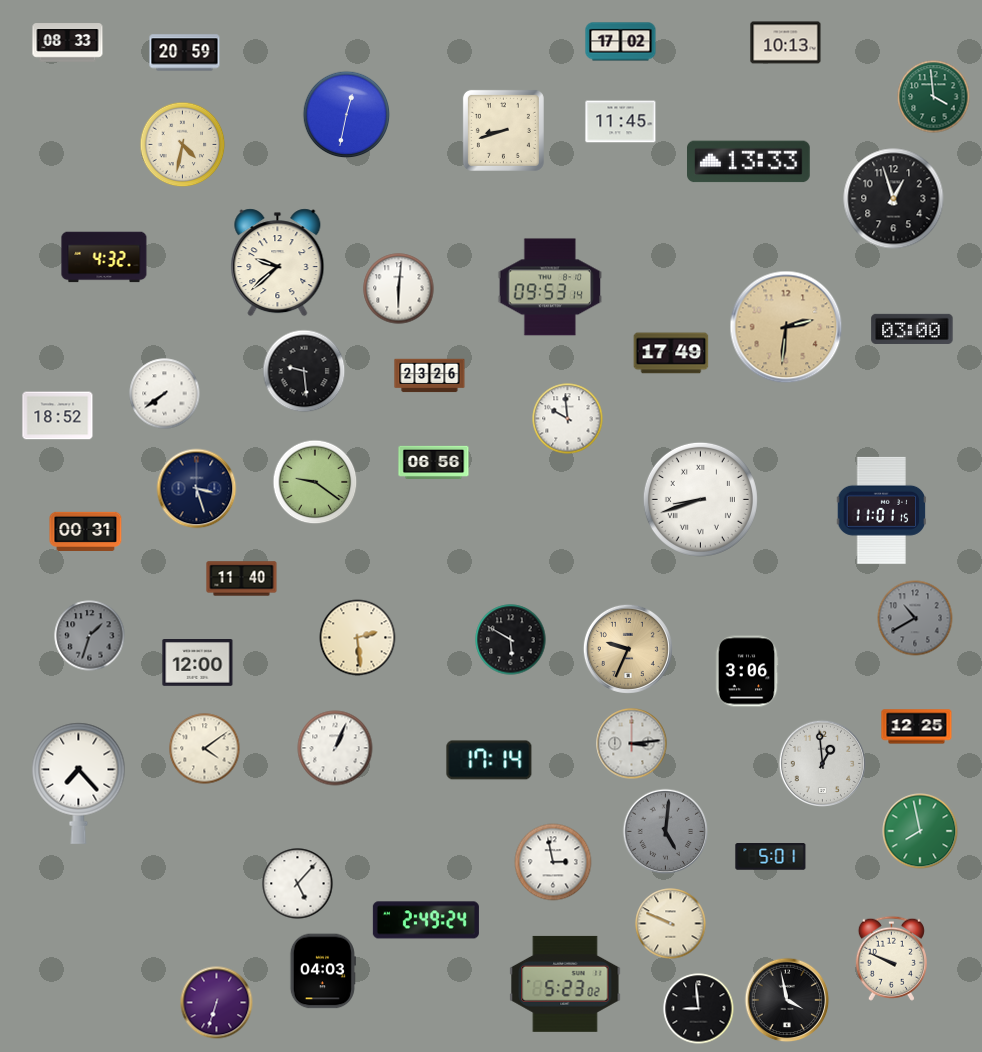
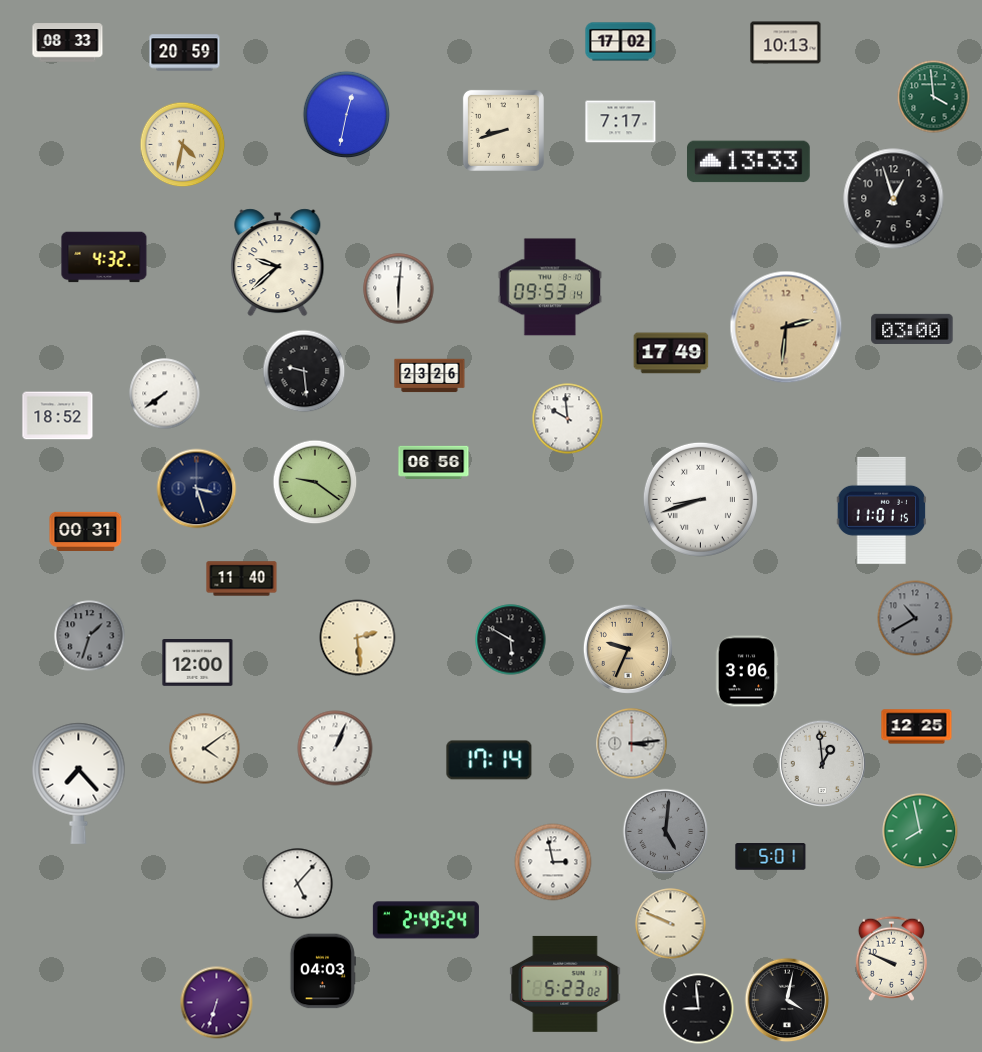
clock at (621, 122): 11:45 -> 7:17
clock at (787, 1000): 3:58 -> 4:02
